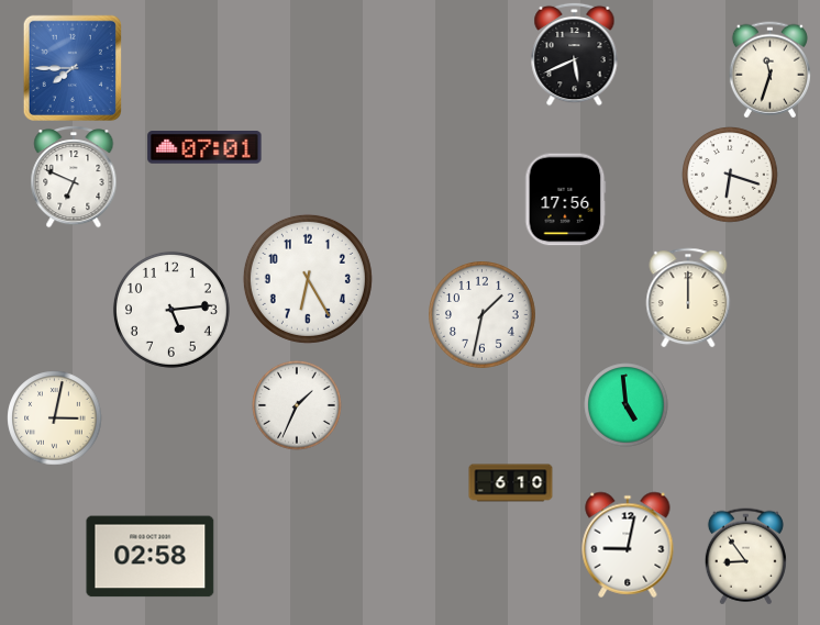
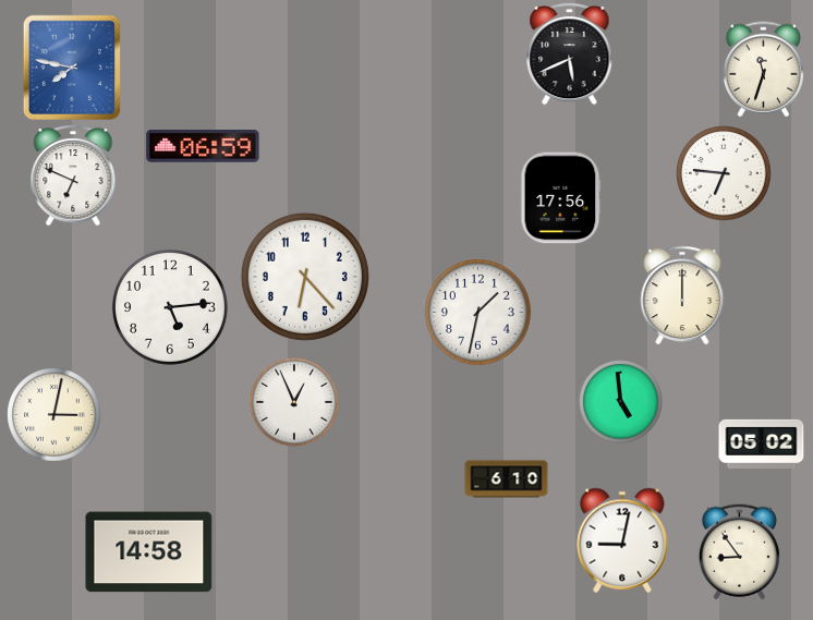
clock at (73, 67): 7:45 -> 7:47
clock at (204, 148): 07:01 -> 06:59
clock at (730, 175): 6:18 -> 6:46
clock at (308, 279): 6:25 -> 6:23
clock at (297, 405): 1:34 -> 12:56
clock at (762, 443): none -> 05:02
clock at (151, 557): 02:58 -> 14:58
